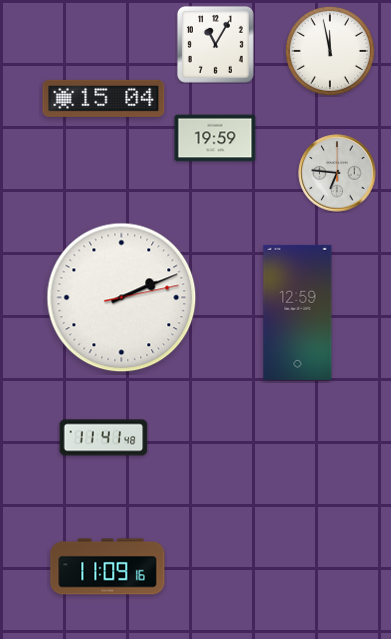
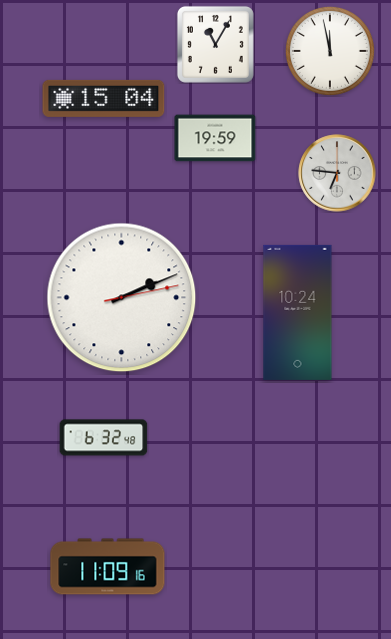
clock at (298, 312): 12:59 -> 10:24
clock at (104, 438): 11:41 -> 6:32
